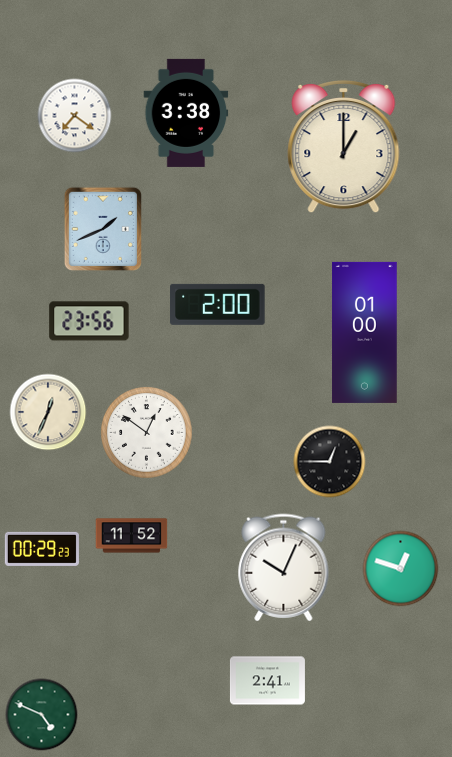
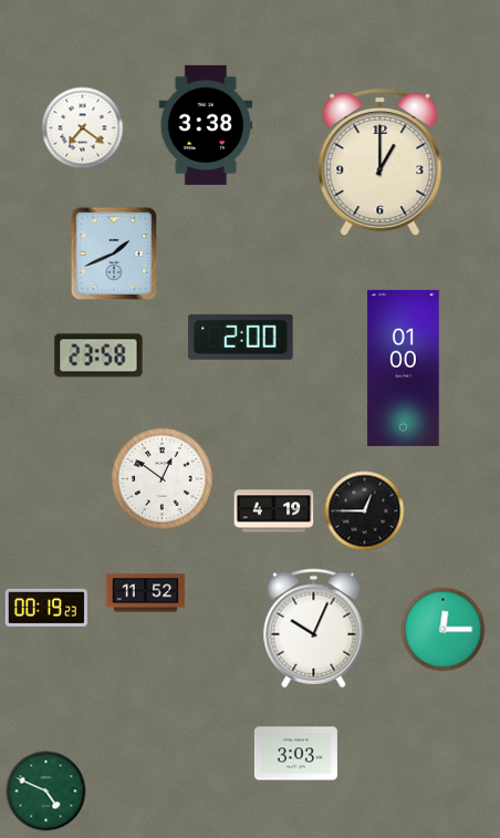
clock at (89, 321): 23:56 -> 23:58
clock at (48, 412): 12:34 -> none
clock at (274, 511): none -> 4:19
clock at (42, 549): 00:29 -> 00:19
clock at (401, 569): 12:48 -> 12:15
clock at (267, 681): 2:41 -> 3:03
